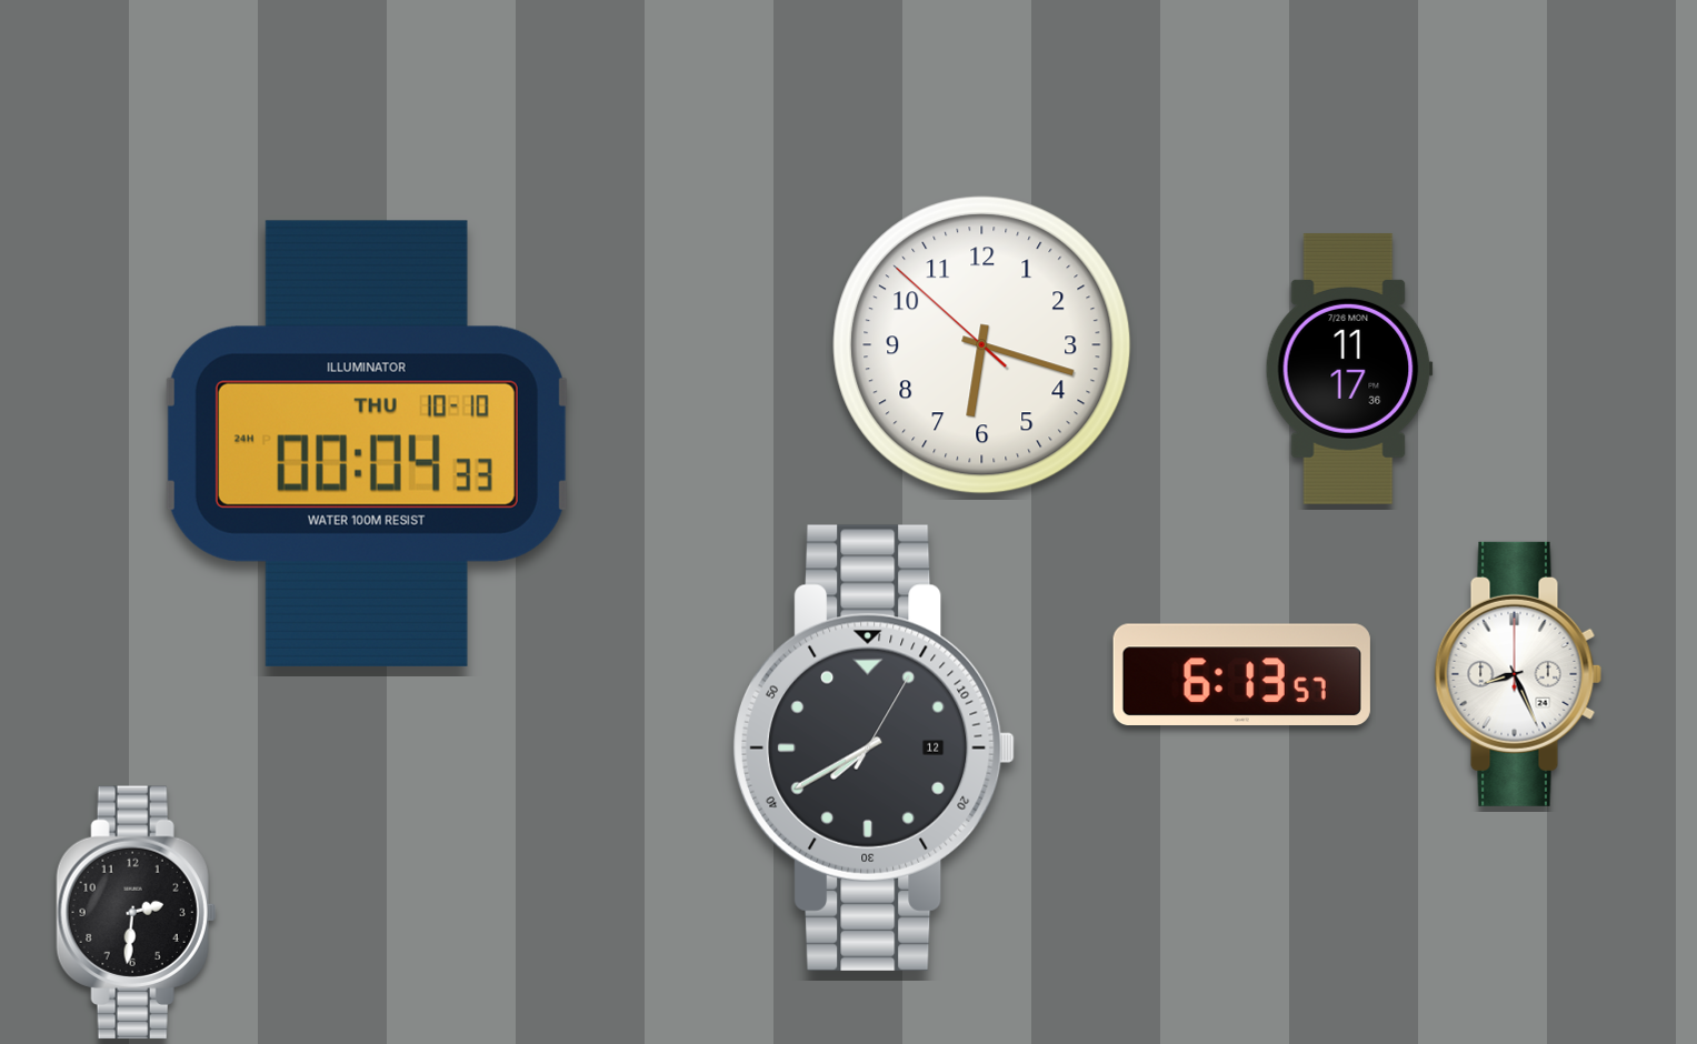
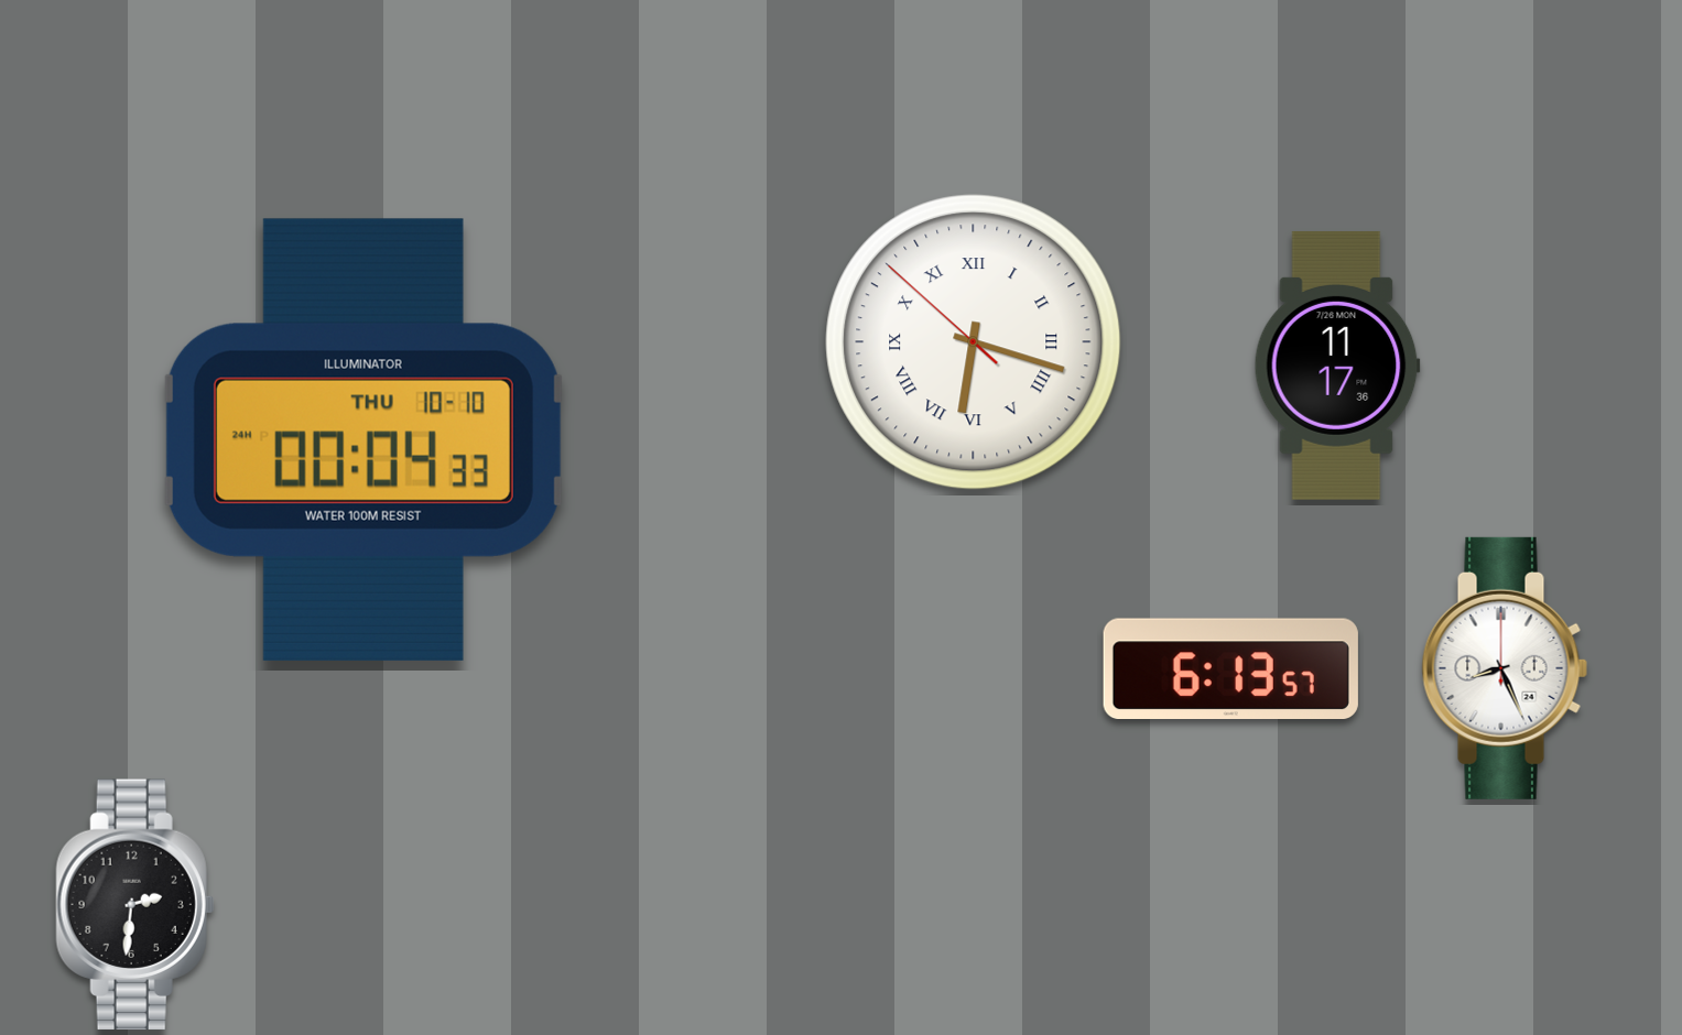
clock at (982, 345) numerals: Arabic -> Roman
clock at (875, 747): 7:40 -> none
